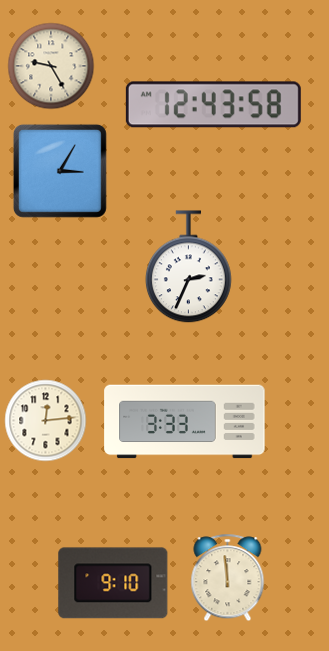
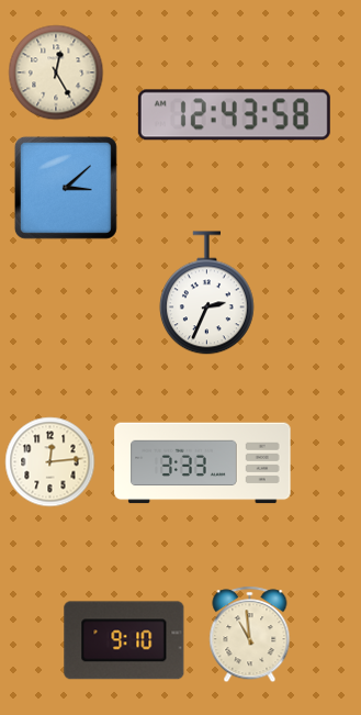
clock at (51, 66): 9:25 -> 12:25
clock at (60, 171): 3:05 -> 3:08
clock at (228, 578): 11:59 -> 10:59
